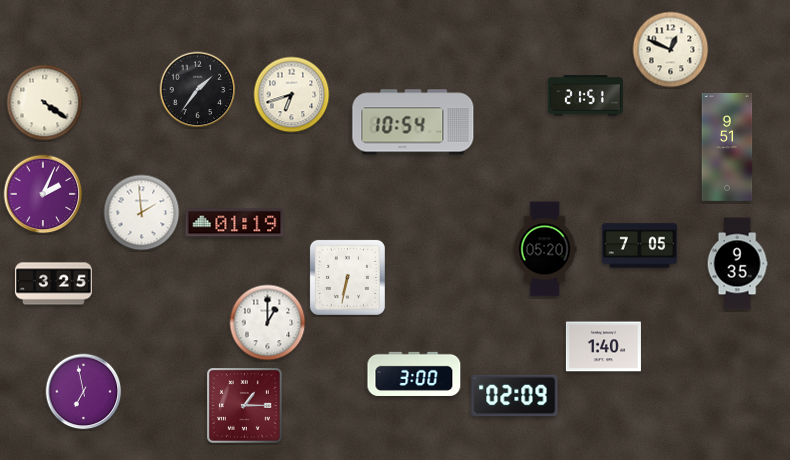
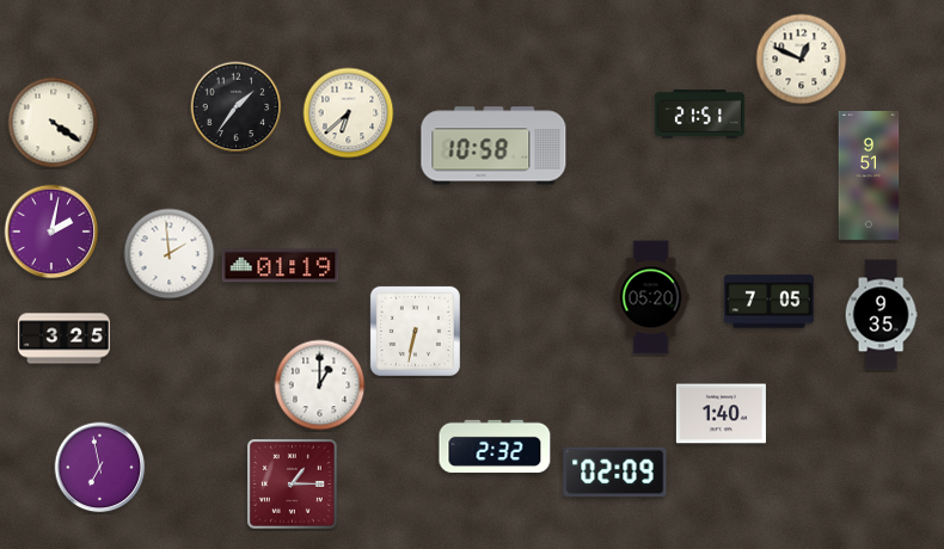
clock at (292, 95): 6:42 -> 6:38
clock at (413, 122): 10:54 -> 10:58
clock at (43, 194): 2:04 -> 2:02
clock at (639, 246) position: (639, 246) -> (768, 302)
clock at (414, 374): 3:00 -> 2:32
